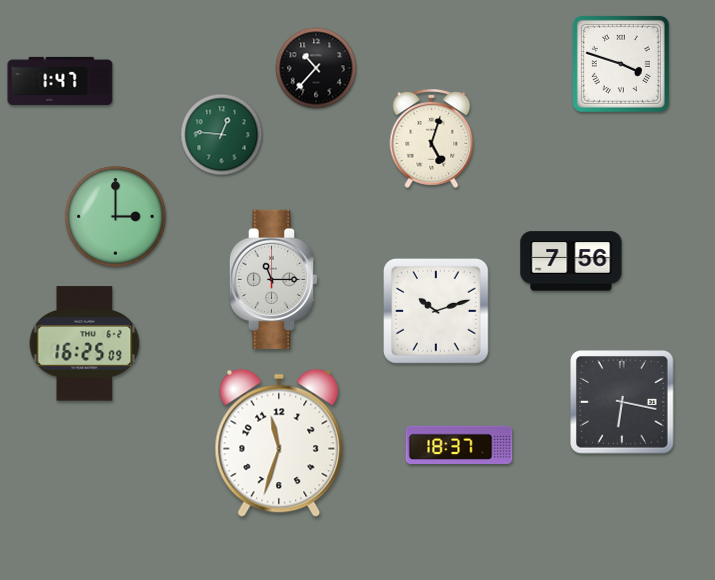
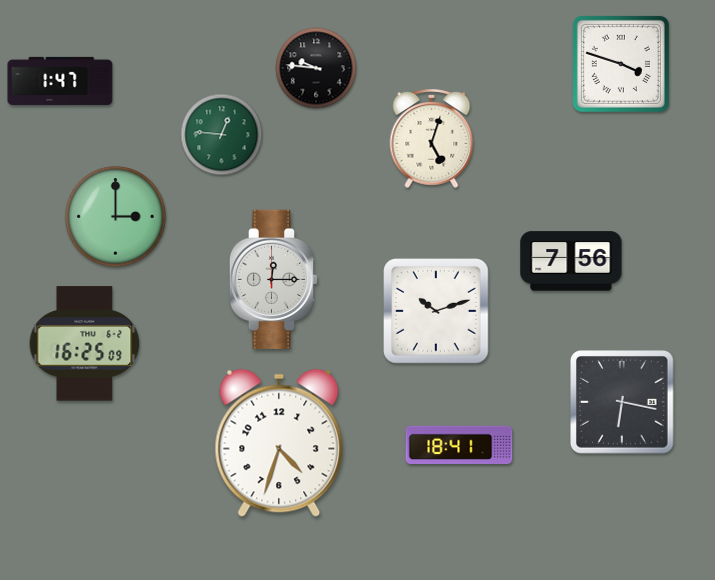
clock at (316, 68): 10:37 -> 9:46
clock at (274, 279): 11:15 -> 12:15
clock at (279, 443): 11:33 -> 4:33
clock at (459, 444): 18:37 -> 18:41
